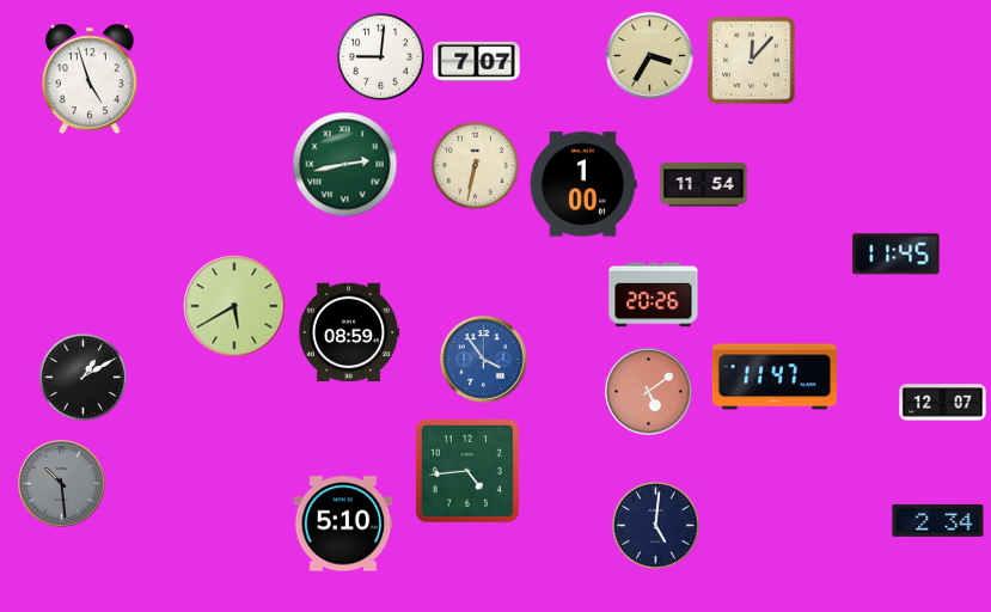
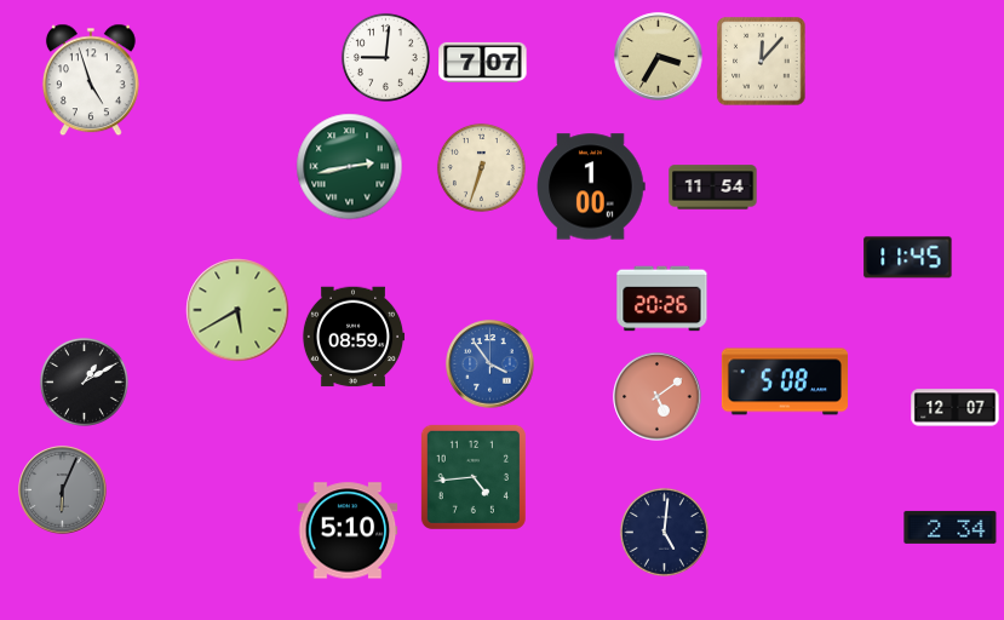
clock at (475, 165): 6:32 -> 6:33
clock at (773, 377): 11:47 -> 5:08
clock at (62, 484): 10:29 -> 6:04
